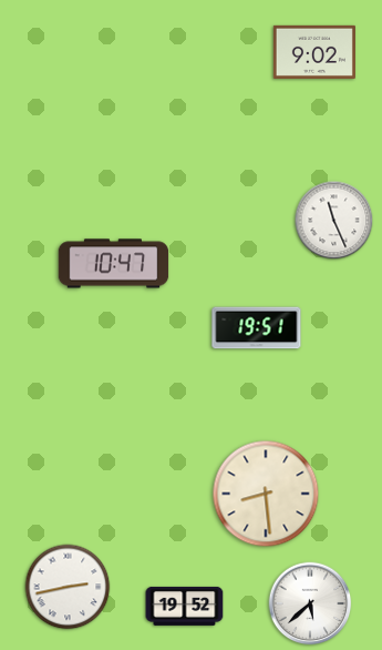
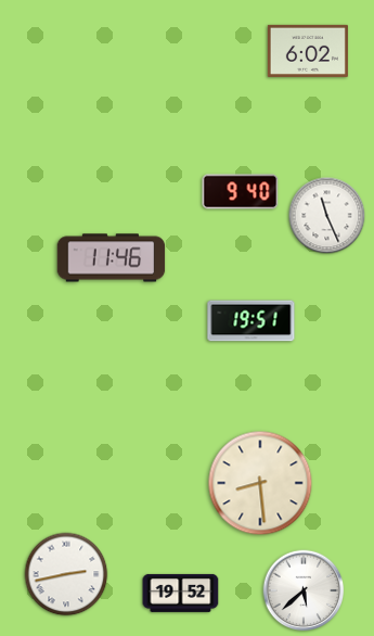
clock at (314, 52): 9:02 -> 6:02
clock at (241, 192): none -> 9:40
clock at (114, 264): 10:47 -> 11:46
